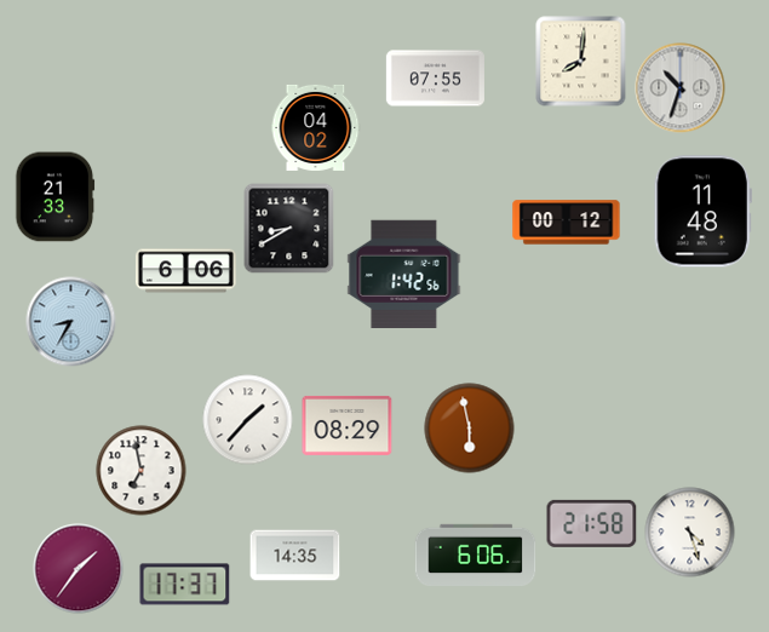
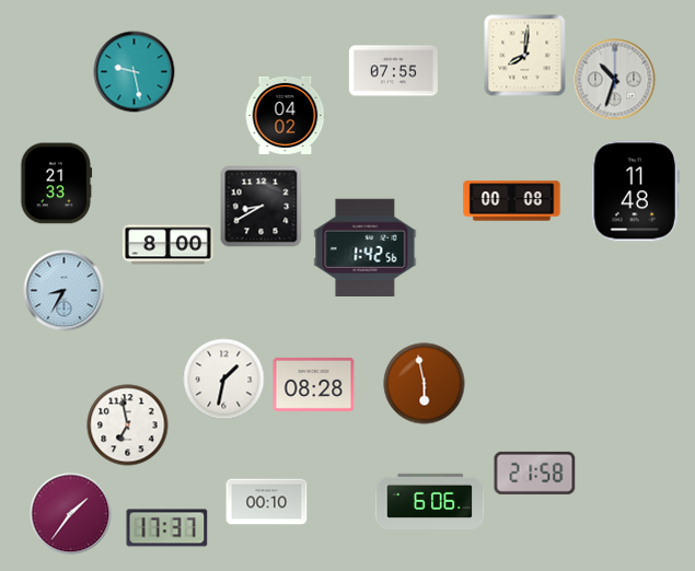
clock at (135, 72): none -> 9:28
clock at (56, 197) position: (56, 197) -> (57, 184)
clock at (567, 223): 00:12 -> 00:08
clock at (185, 271): 6:06 -> 8:00
clock at (248, 420): 1:37 -> 1:32
clock at (348, 425): 08:29 -> 08:28
clock at (470, 429) position: (470, 429) -> (425, 384)
clock at (690, 533): 4:27 -> none
clock at (295, 556): 14:35 -> 00:10
